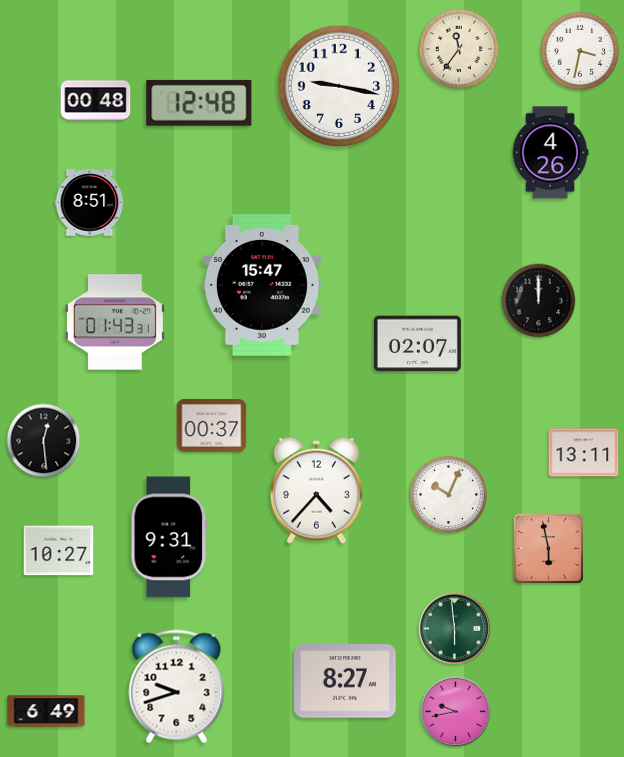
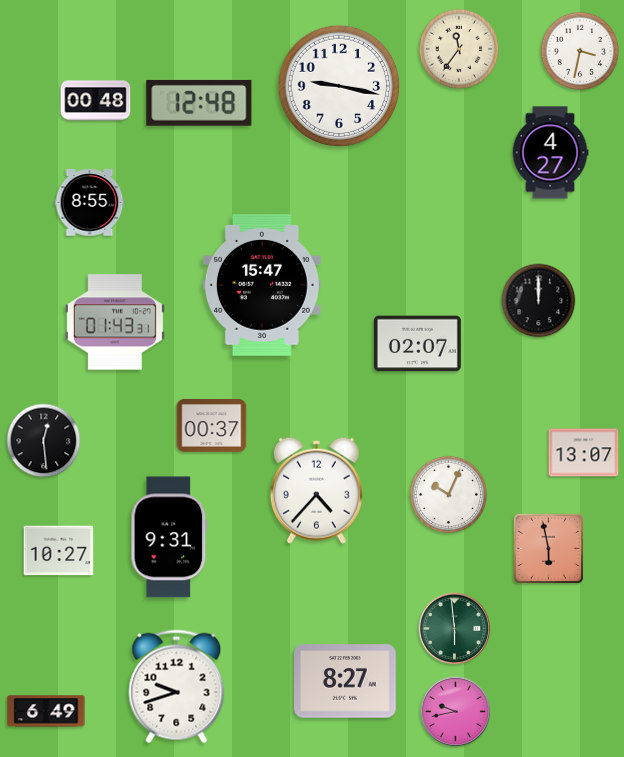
clock at (550, 153): 4:26 -> 4:27
clock at (90, 203): 8:51 -> 8:55
clock at (584, 453): 13:11 -> 13:07
